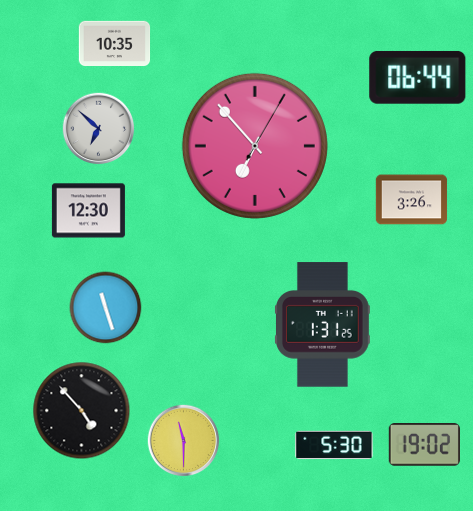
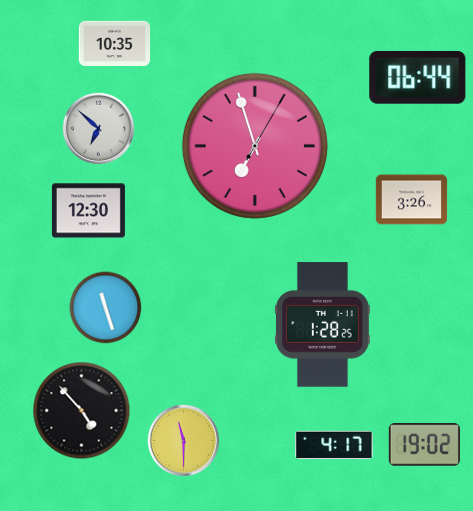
clock at (255, 146): 6:53 -> 6:57
clock at (323, 325): 1:31 -> 1:28
clock at (334, 445): 5:30 -> 4:17
